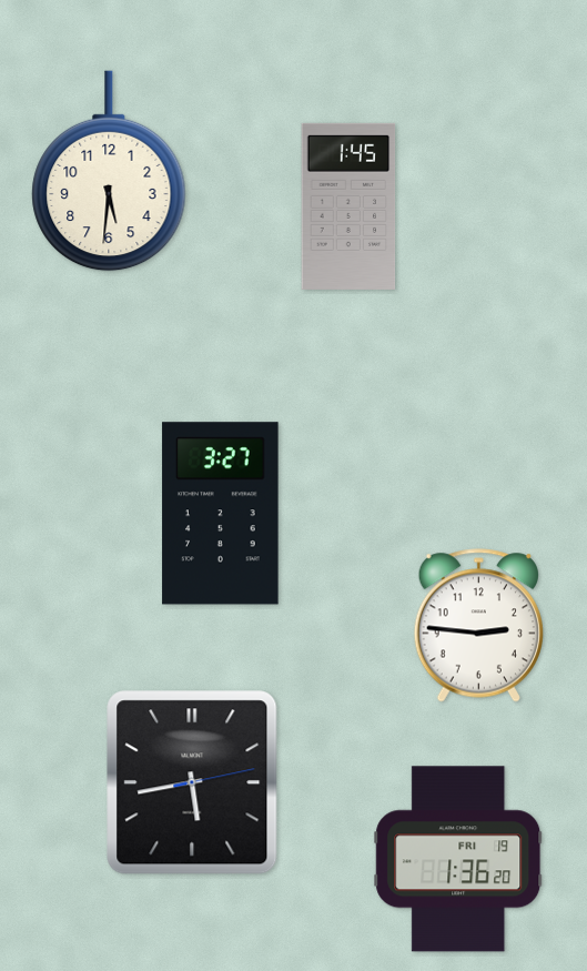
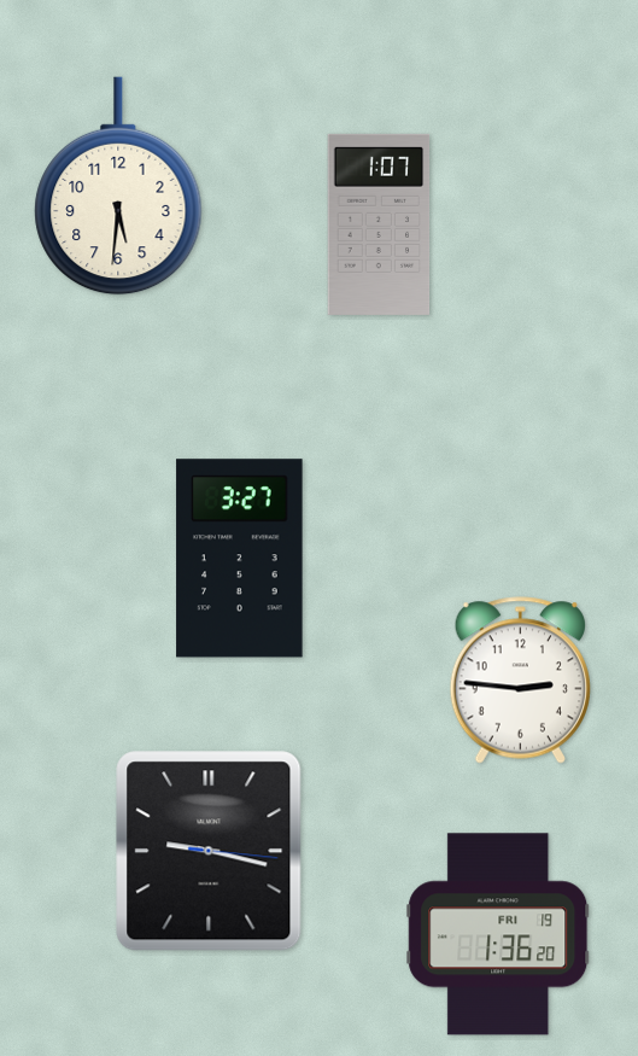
clock at (348, 206): 1:45 -> 1:07
clock at (192, 782): 5:43 -> 9:17
